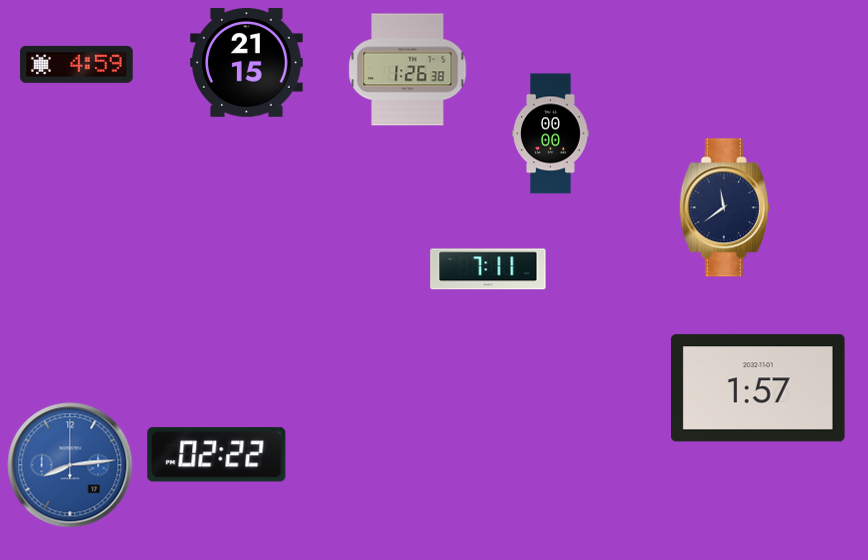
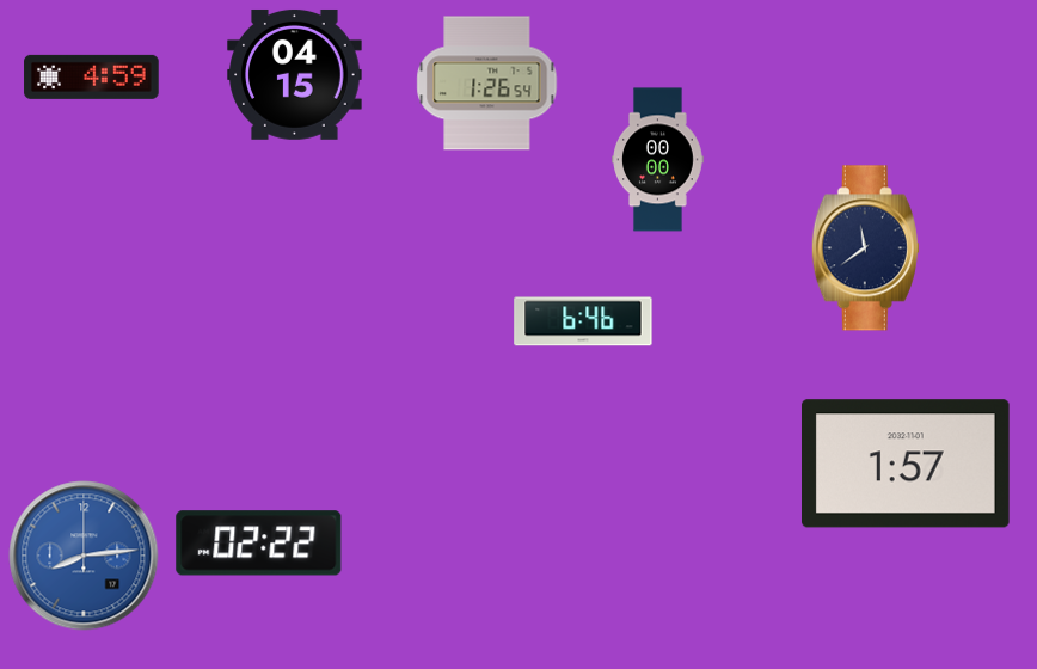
clock at (247, 62): 21:15 -> 04:15
clock at (408, 70): 1:26:38 -> 1:26:54
clock at (488, 269): 7:11 -> 6:46
